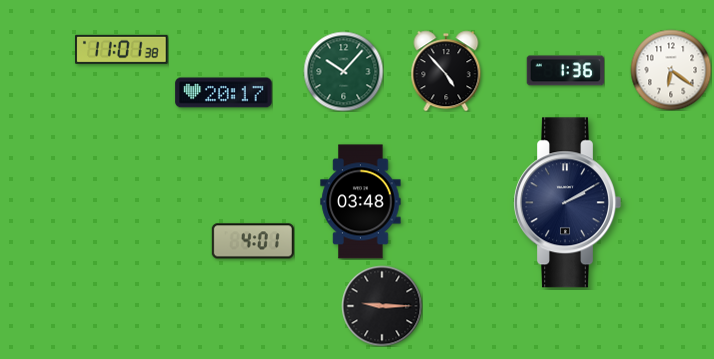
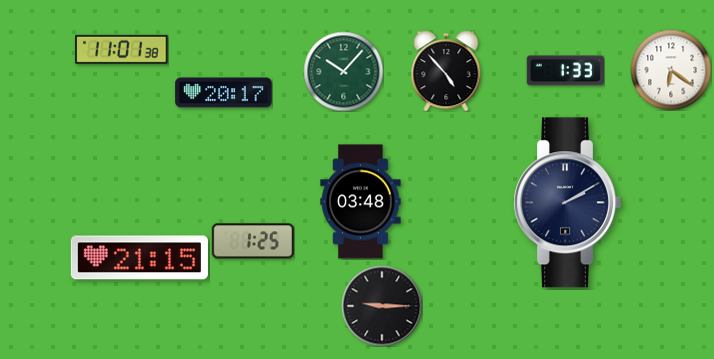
clock at (565, 71): 1:36 -> 1:33
clock at (253, 241): 4:01 -> 1:25
clock at (139, 258): none -> 21:15
